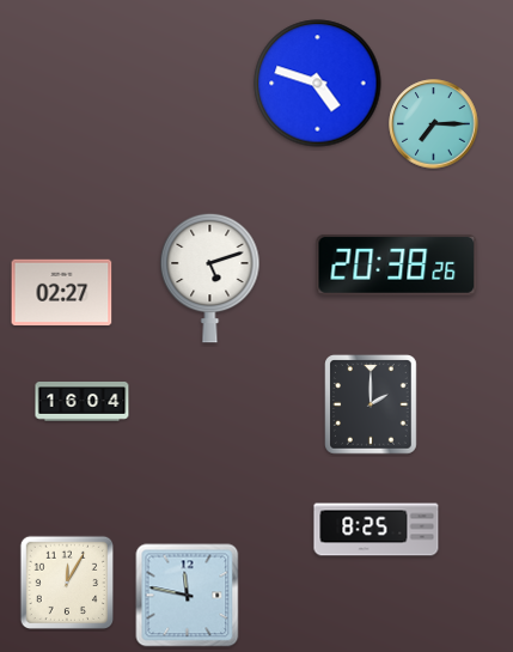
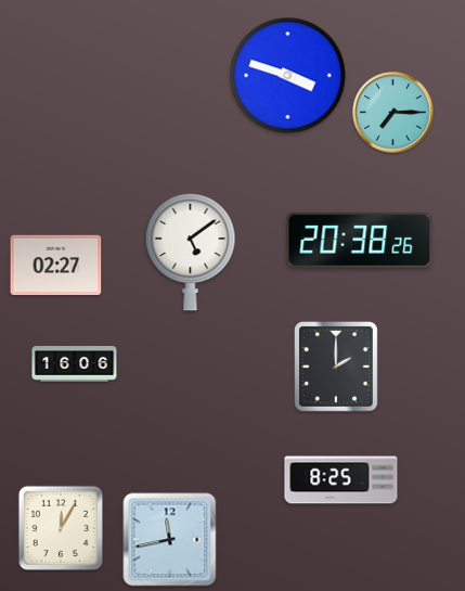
clock at (318, 84): 4:48 -> 3:48
clock at (210, 278): 5:12 -> 5:09
clock at (83, 402): 16:04 -> 16:06
clock at (188, 596): 11:47 -> 11:43
